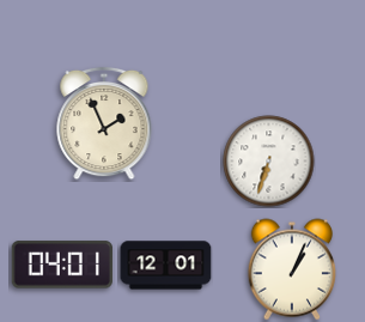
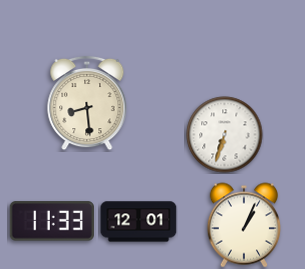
clock at (104, 123): 1:56 -> 8:29
clock at (62, 265): 04:01 -> 11:33
